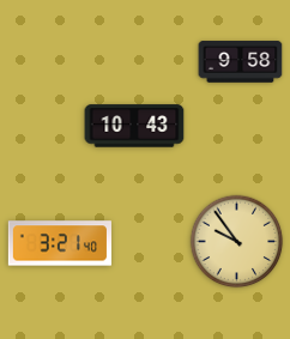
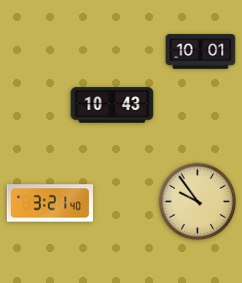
clock at (241, 62): 9:58 -> 10:01
